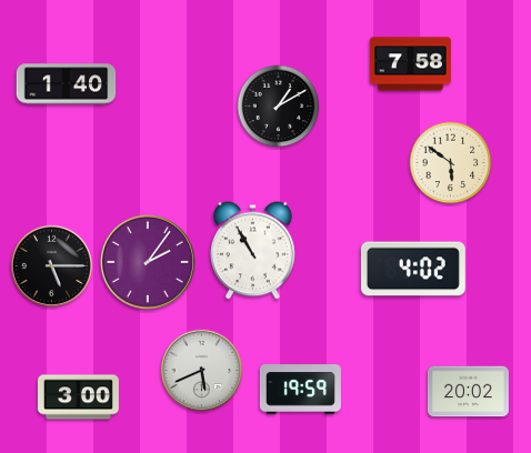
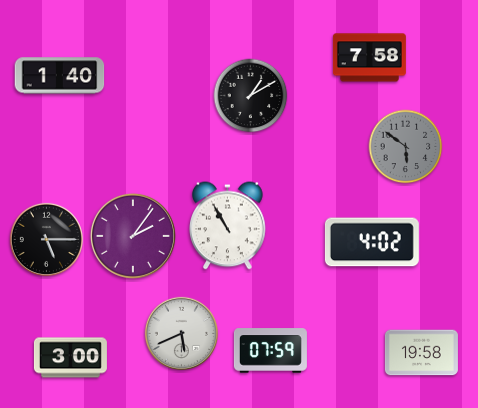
clock at (451, 163) dial: cream -> grey
clock at (300, 390): 19:59 -> 07:59
clock at (468, 392): 20:02 -> 19:58
